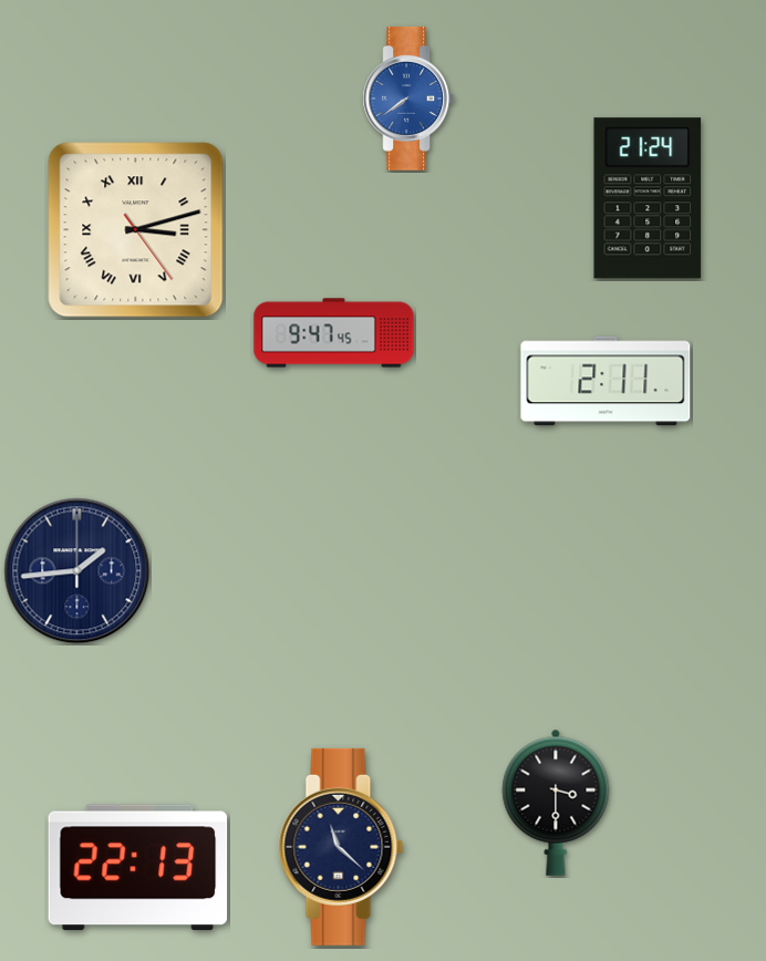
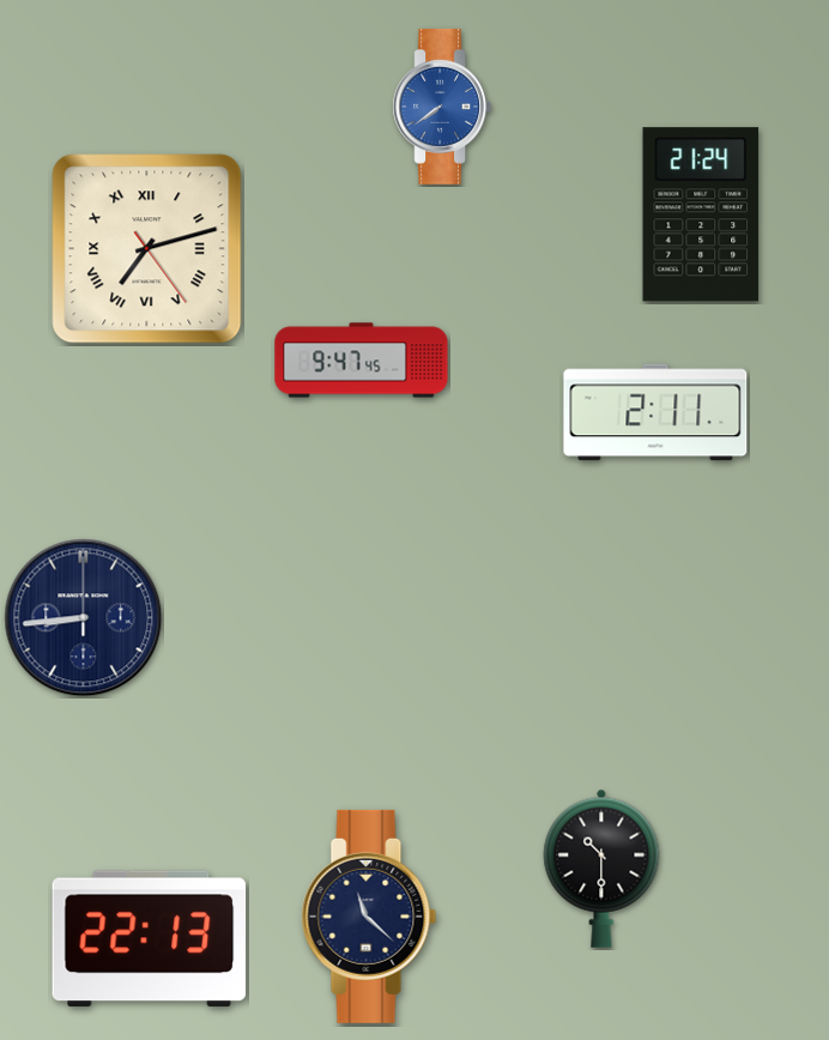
clock at (136, 230): 3:12 -> 7:12
clock at (77, 571): 1:44 -> 8:44
clock at (556, 803): 3:30 -> 10:30
